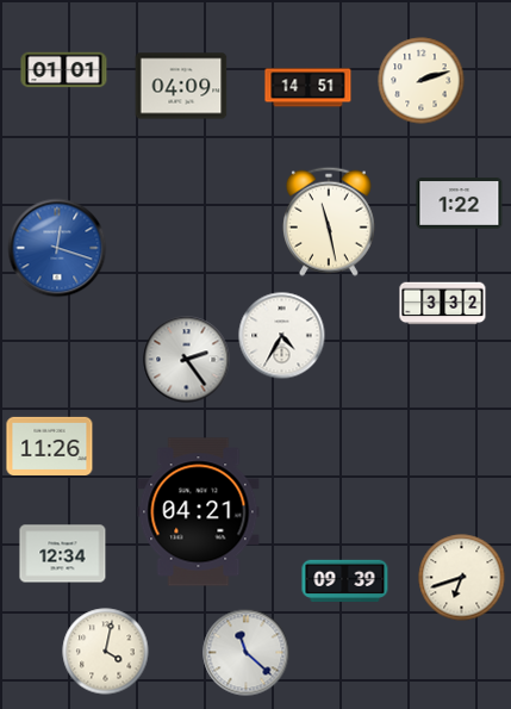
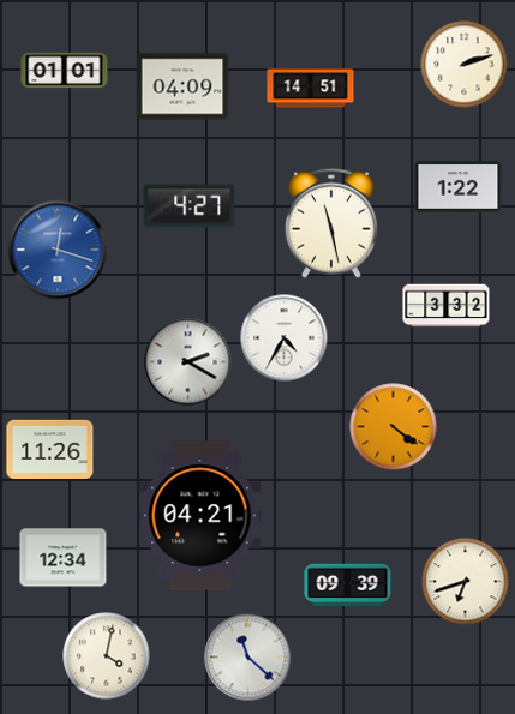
clock at (422, 81) position: (422, 81) -> (465, 65)
clock at (460, 204) position: (460, 204) -> (459, 187)
clock at (190, 206): none -> 4:27
clock at (187, 360): 2:24 -> 2:20
clock at (394, 427): none -> 4:21
